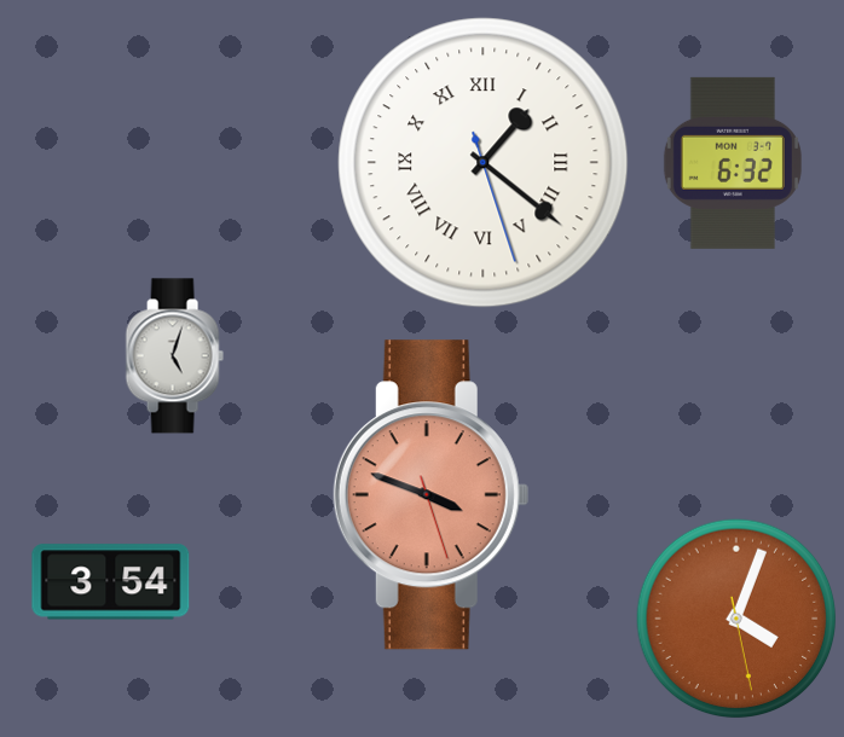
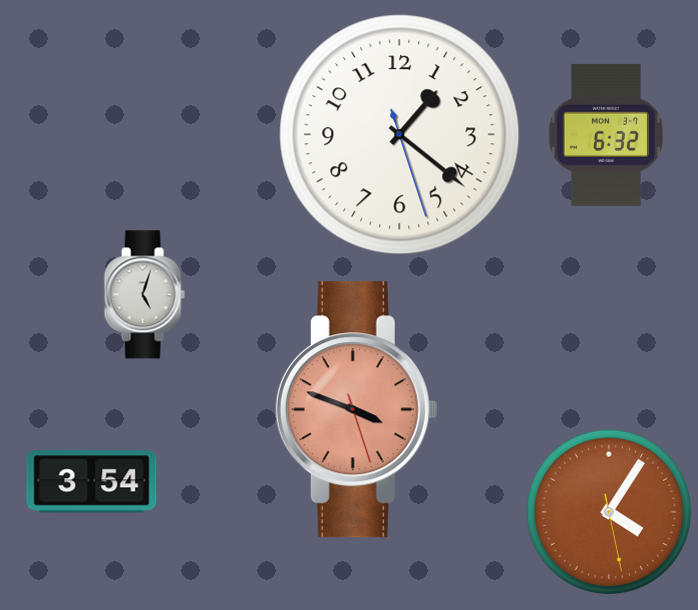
clock at (484, 163) numerals: Roman -> Arabic
clock at (736, 619): 4:03 -> 4:05
